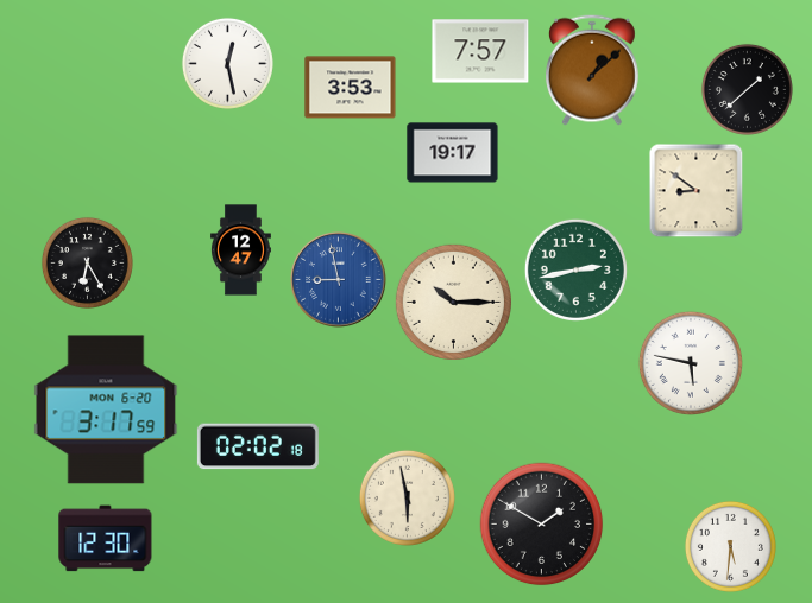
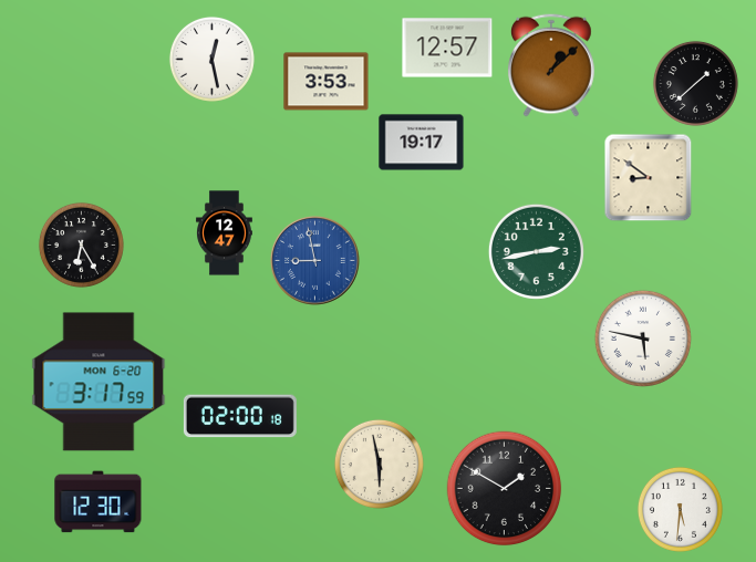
clock at (480, 51): 7:57 -> 12:57
clock at (453, 301): 10:15 -> none
clock at (258, 446): 02:02 -> 02:00
